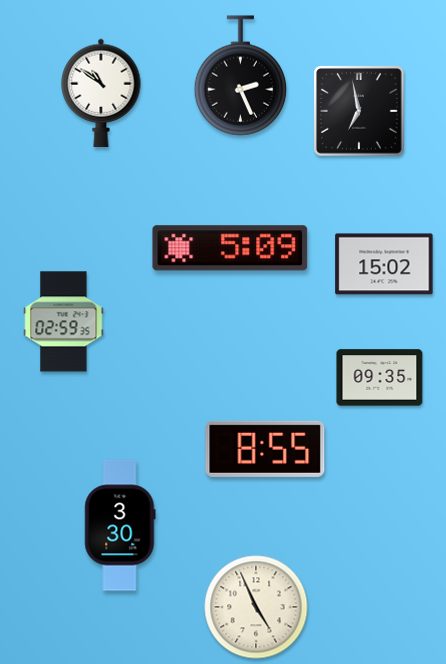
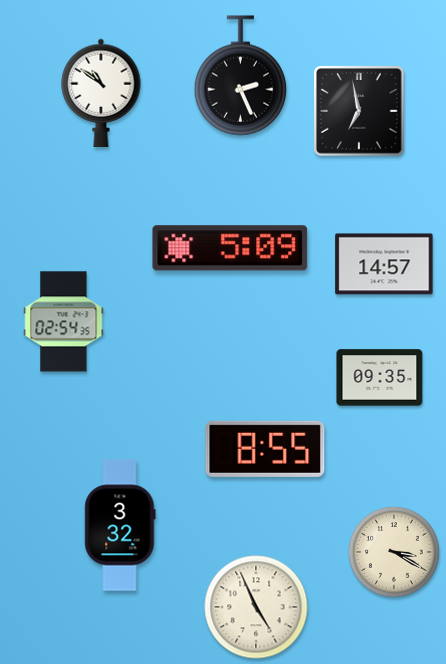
clock at (384, 264): 15:02 -> 14:57
clock at (64, 322): 02:59 -> 02:54
clock at (120, 525): 3:30 -> 3:32
clock at (394, 552): none -> 3:20
